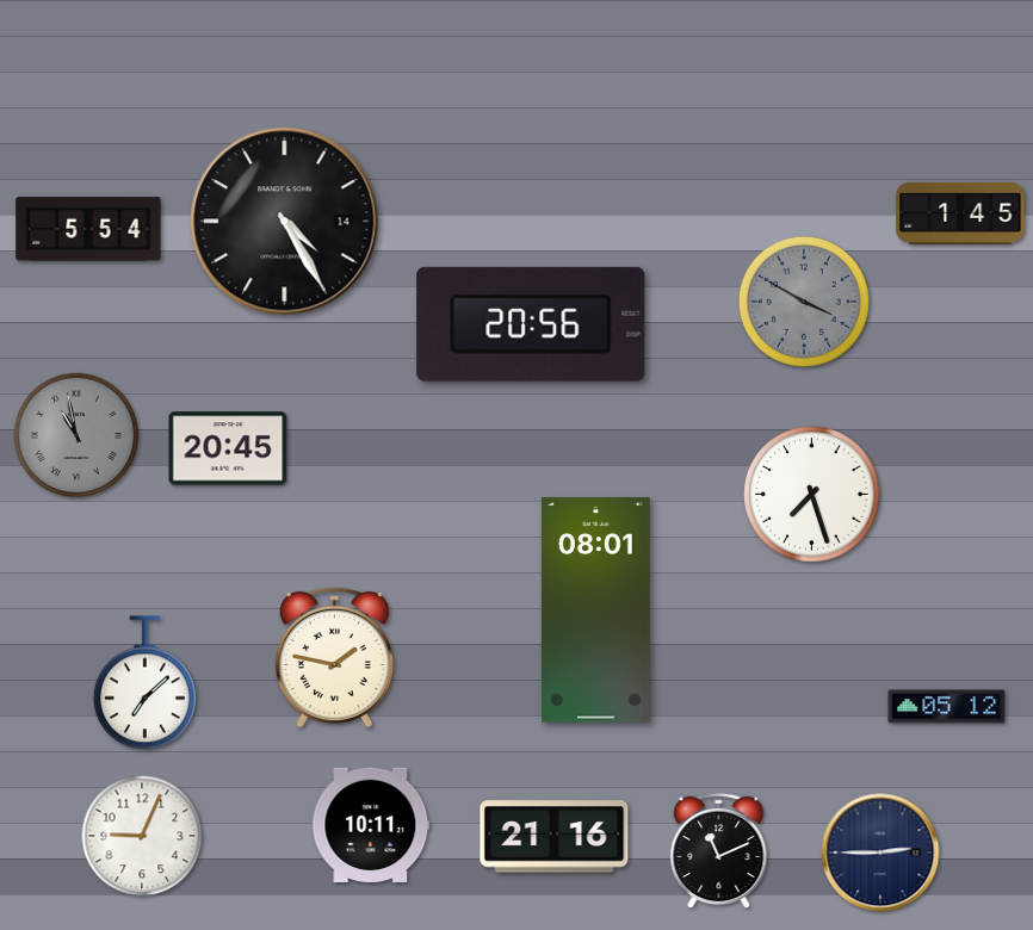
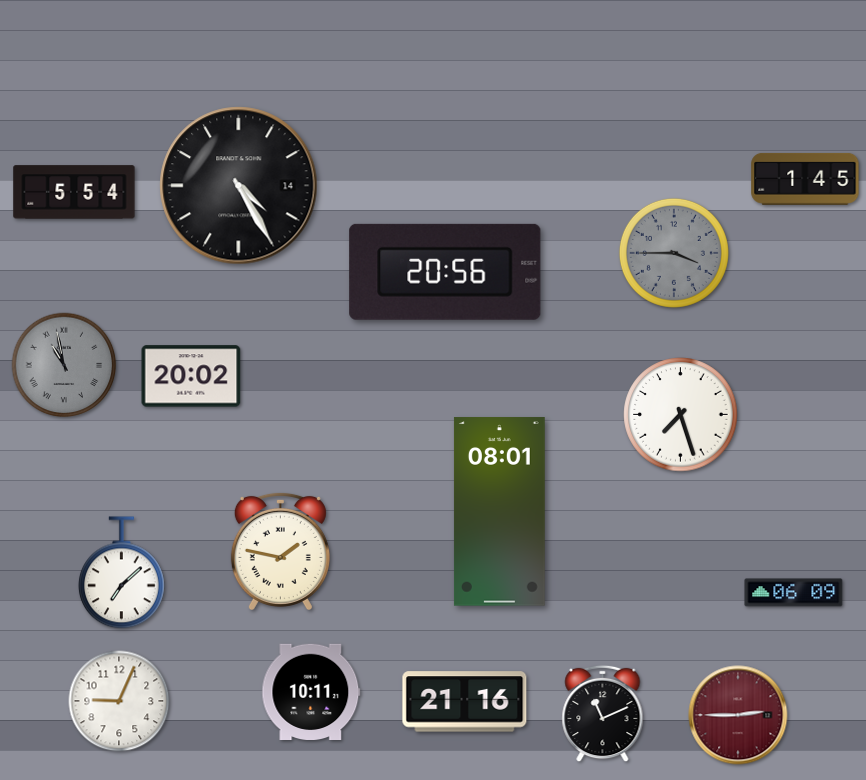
clock at (804, 302): 3:50 -> 3:45
clock at (228, 448): 20:45 -> 20:02
clock at (947, 707): 05:12 -> 06:09
clock at (880, 852) dial: navy -> burgundy
